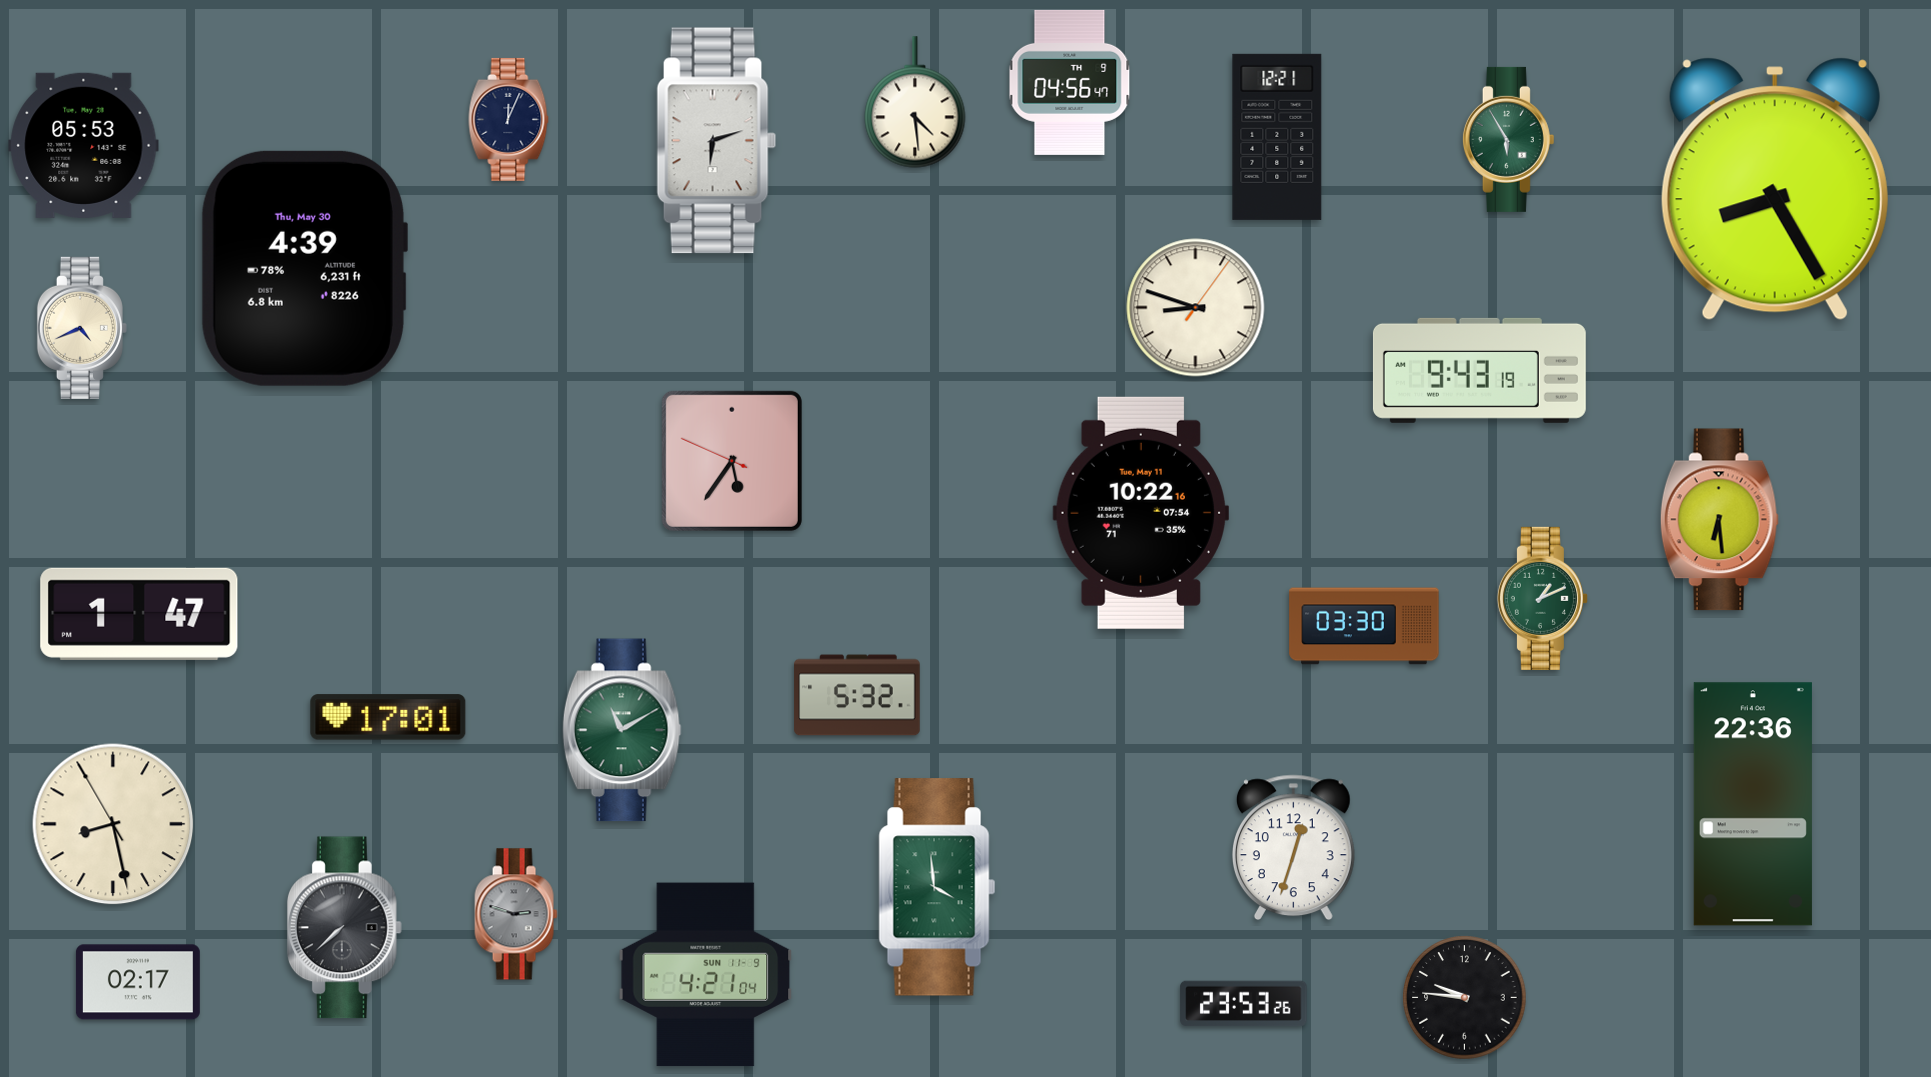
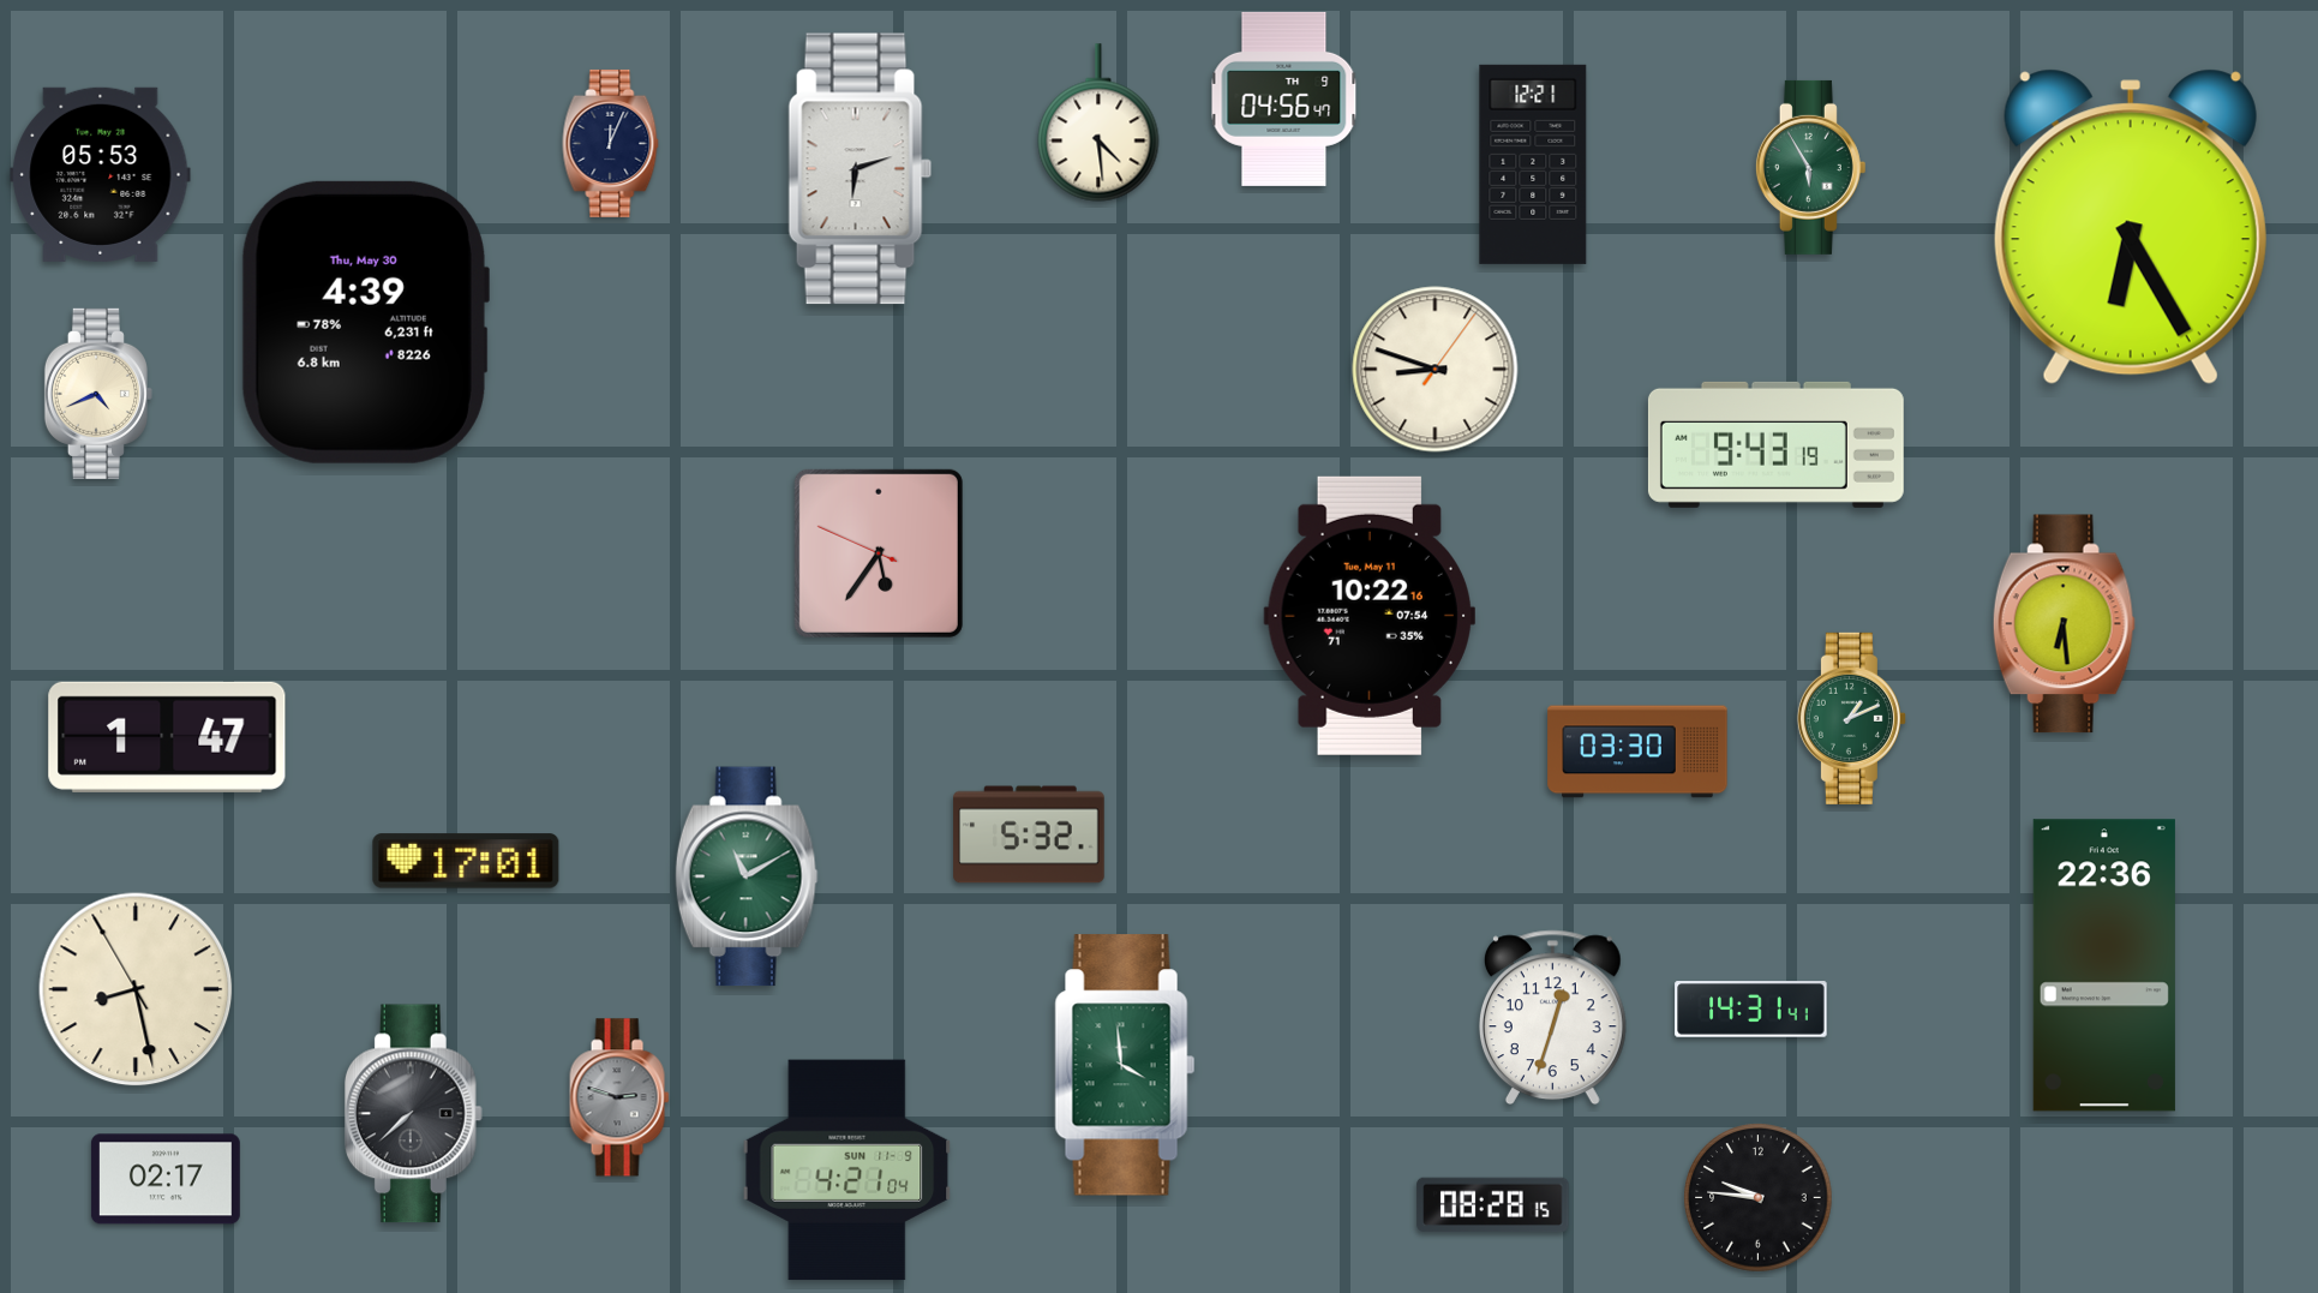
clock at (1775, 189): 8:25 -> 6:25
clock at (1751, 1010): none -> 14:31
clock at (1244, 1004): 23:53 -> 08:28
